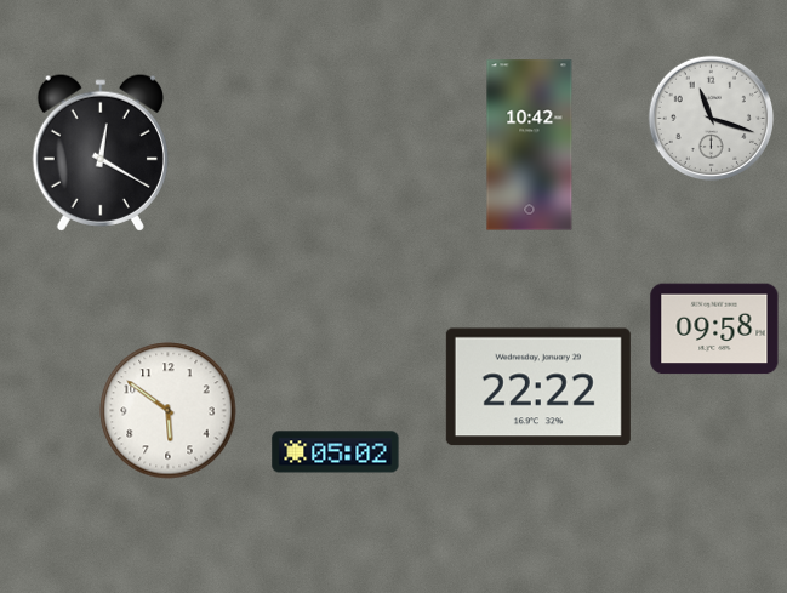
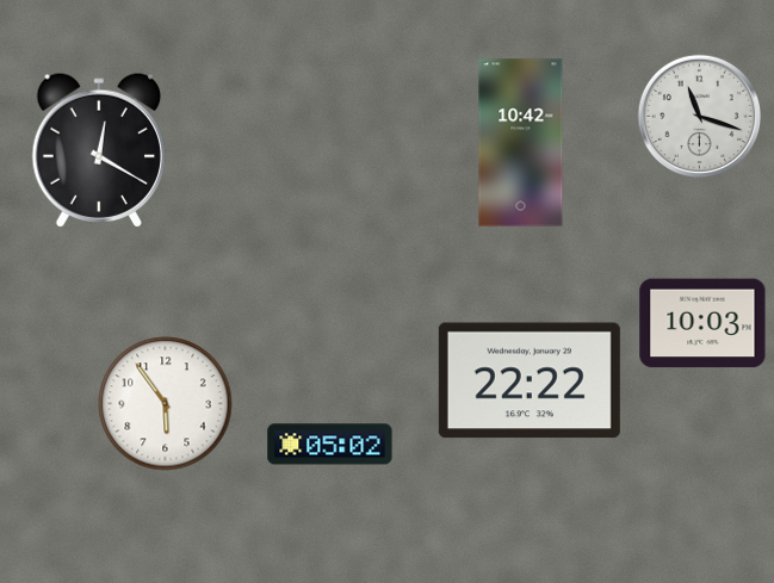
clock at (714, 329): 09:58 -> 10:03
clock at (169, 411): 5:51 -> 5:54
